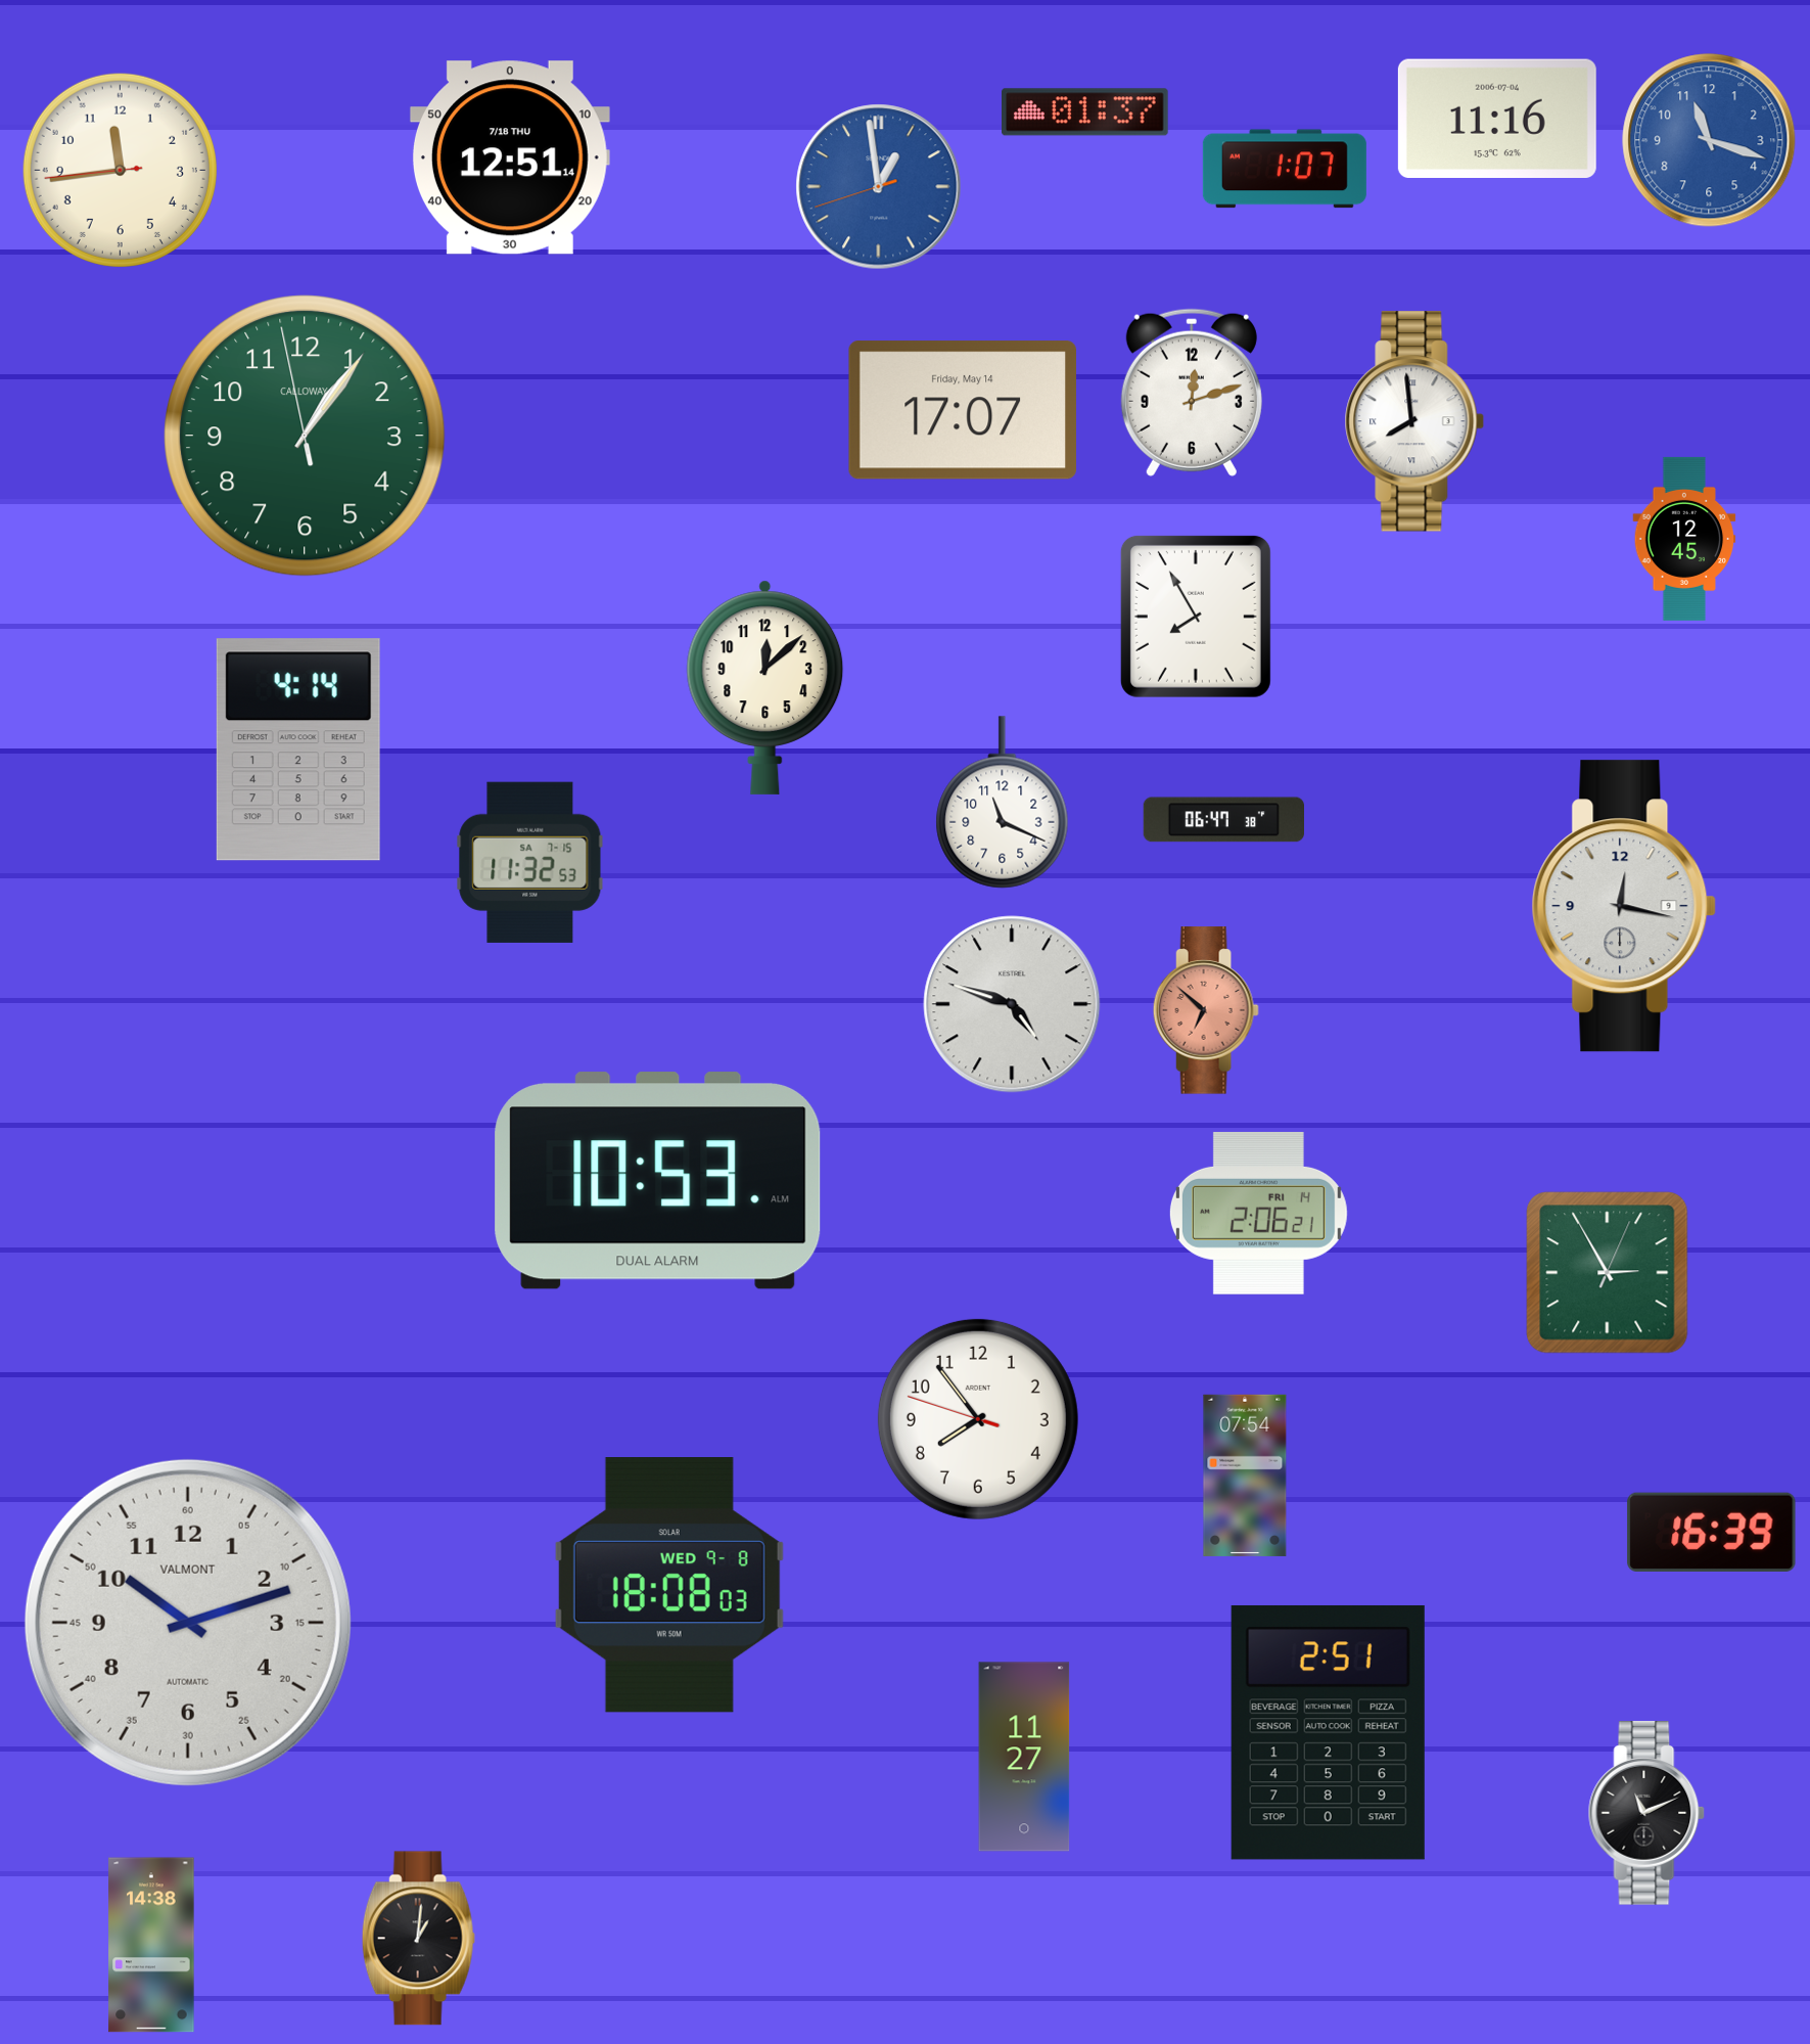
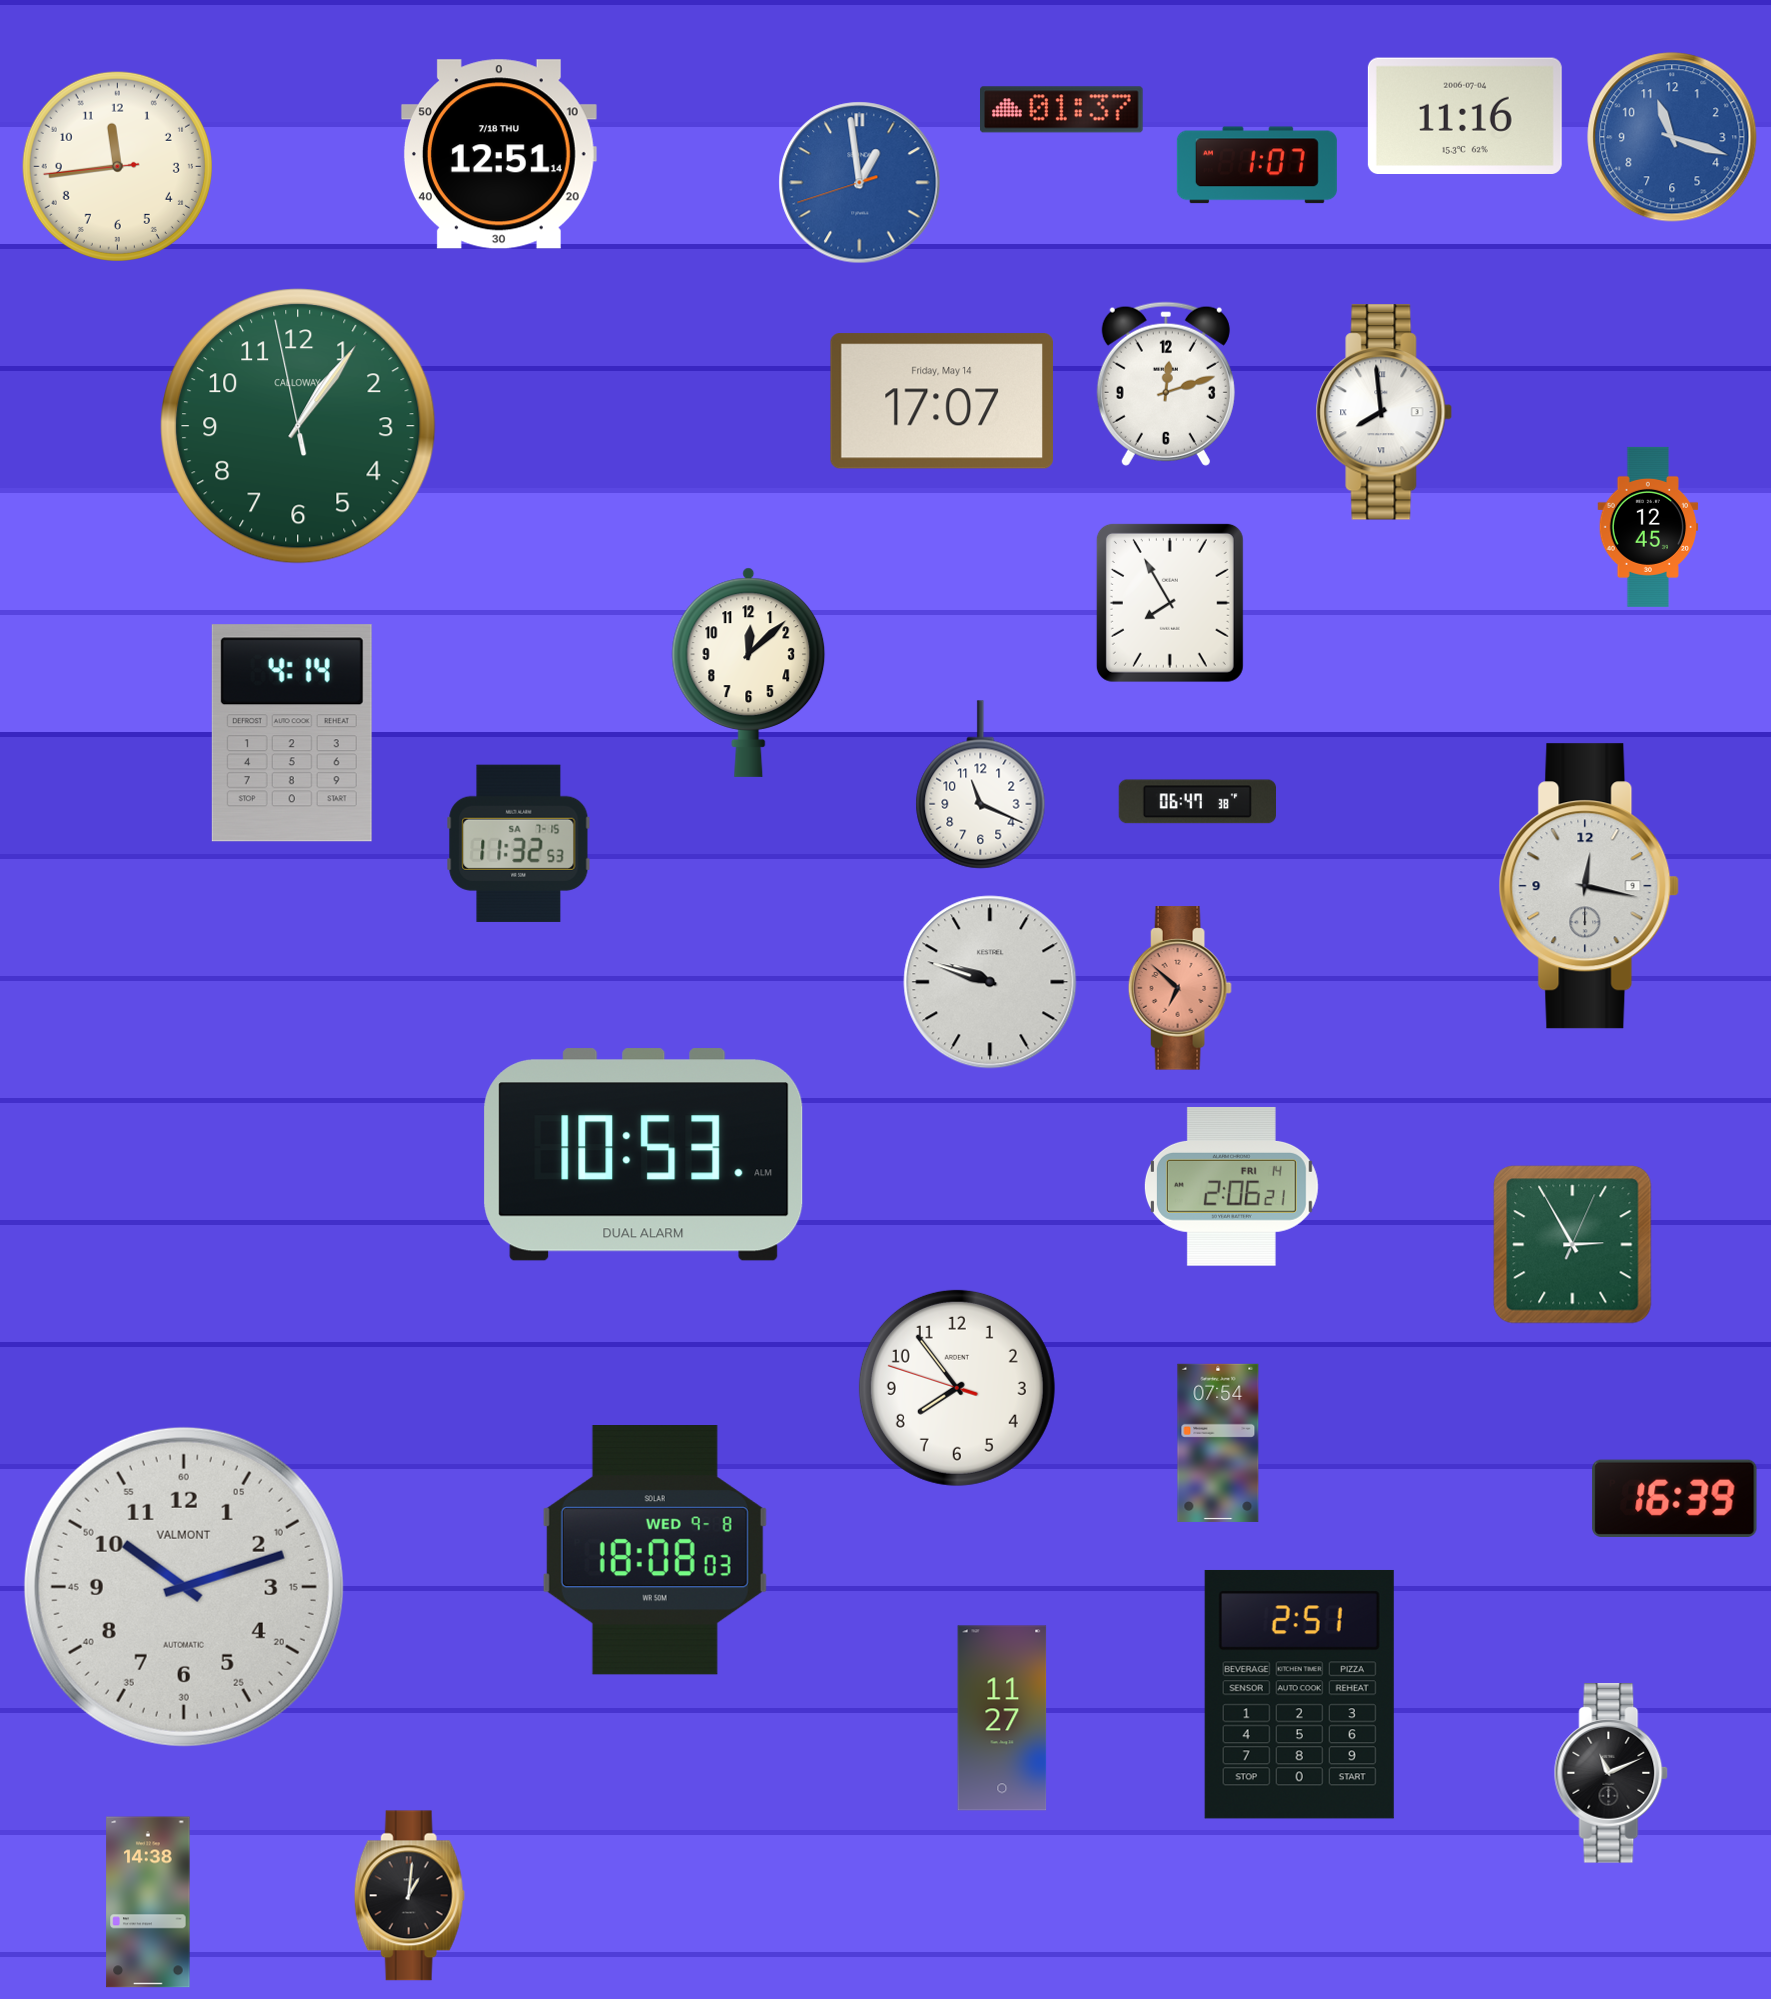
clock at (1012, 1004): 4:48 -> 9:48
